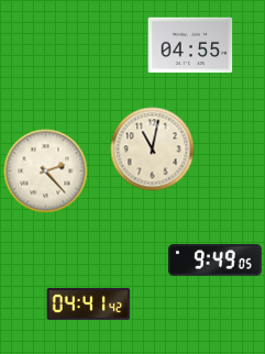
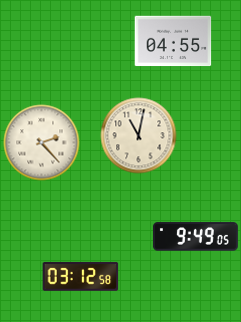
clock at (46, 172) position: (46, 172) -> (42, 143)
clock at (89, 303): 04:41 -> 03:12
